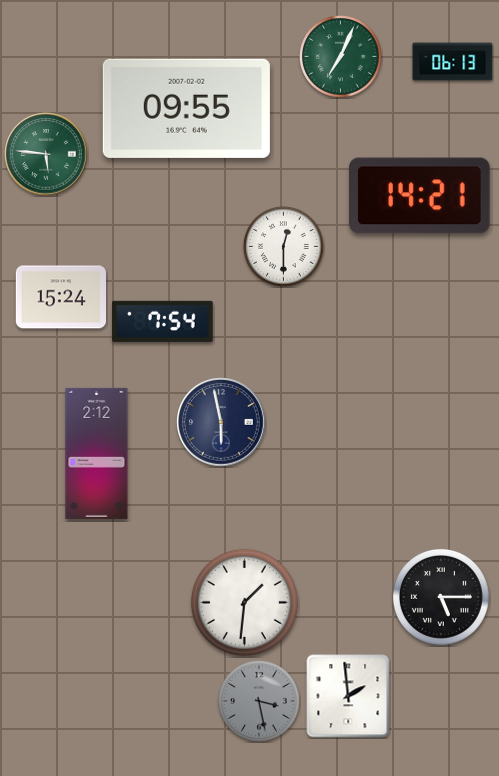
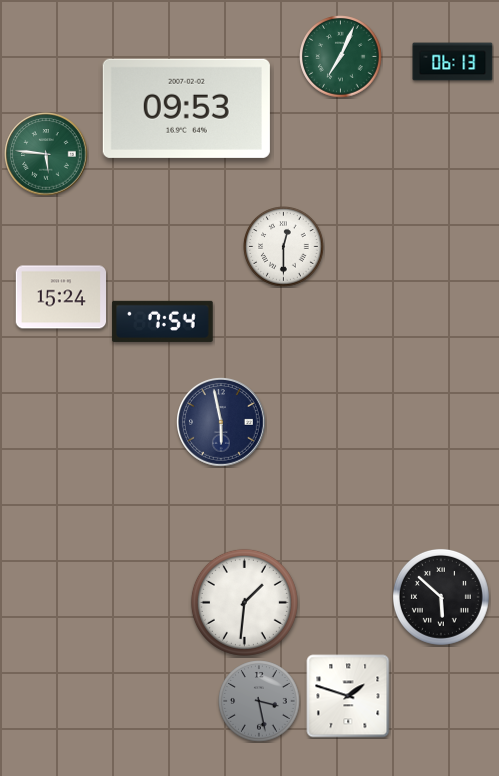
clock at (186, 108): 09:55 -> 09:53
clock at (420, 196): 14:21 -> none
clock at (97, 453): 2:12 -> none
clock at (441, 597): 5:15 -> 5:52
clock at (348, 696): 1:59 -> 1:48
